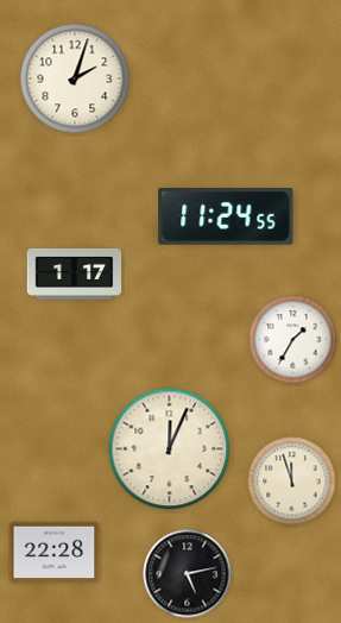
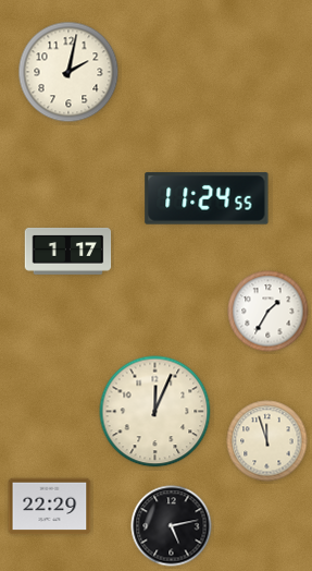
clock at (75, 78): 2:03 -> 2:02
clock at (55, 553): 22:28 -> 22:29
